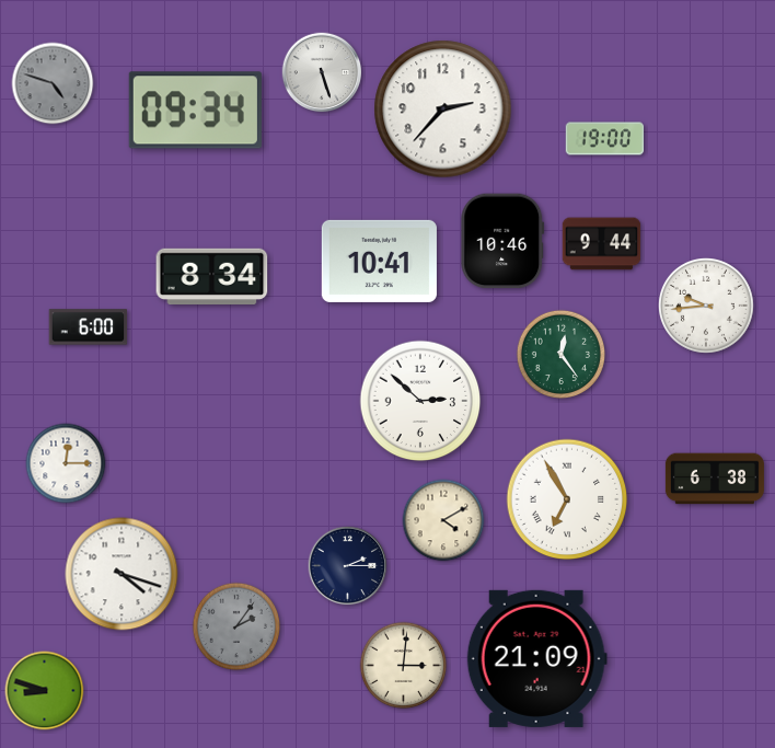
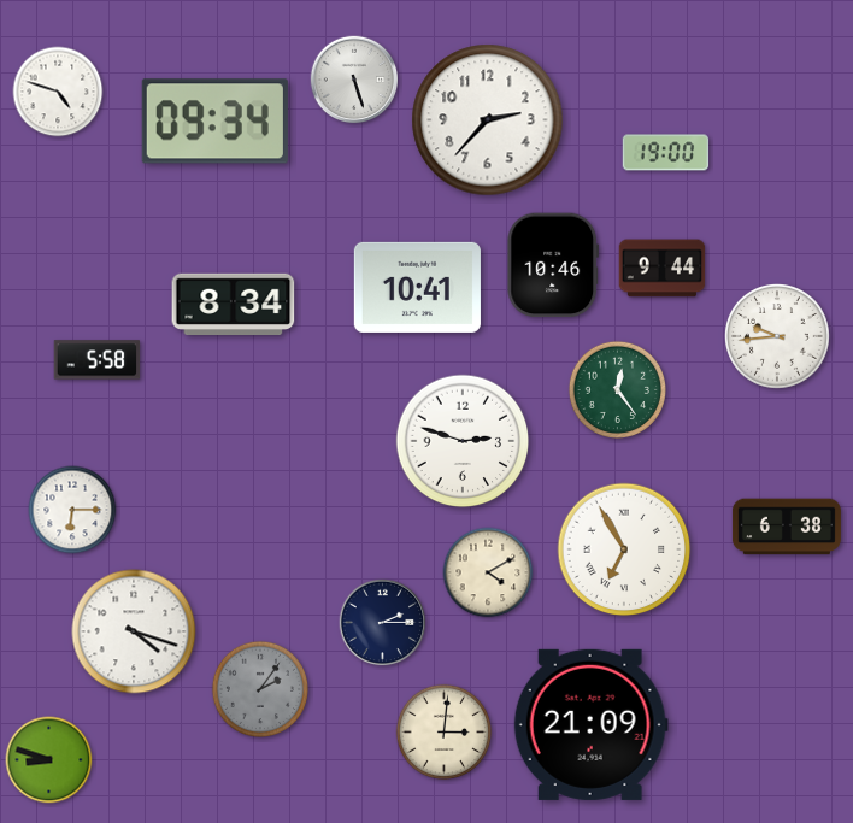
clock at (53, 83) dial: grey -> white
clock at (89, 327): 6:00 -> 5:58
clock at (420, 401): 2:52 -> 2:48
clock at (66, 463): 12:15 -> 6:15
